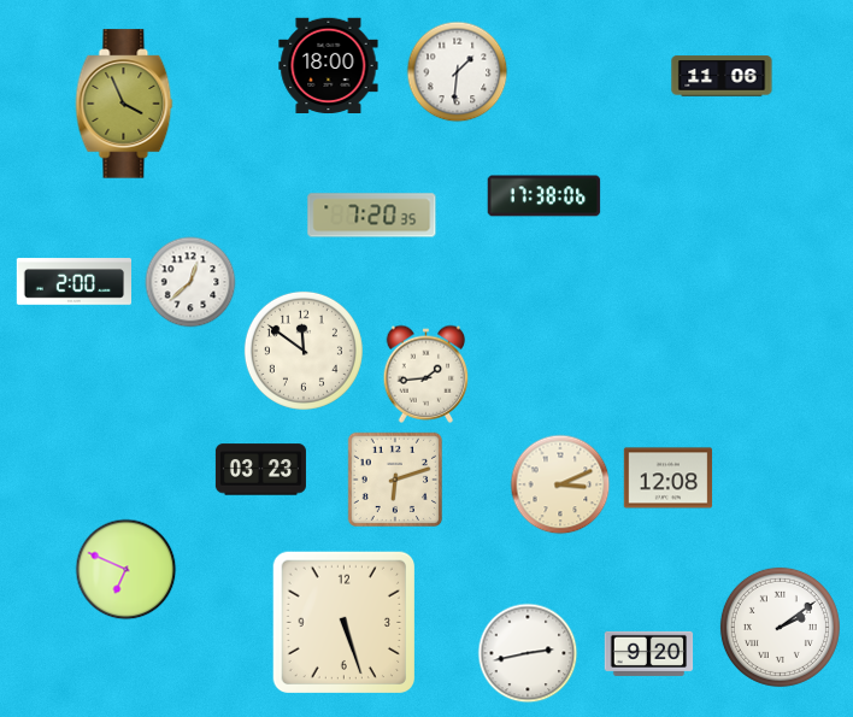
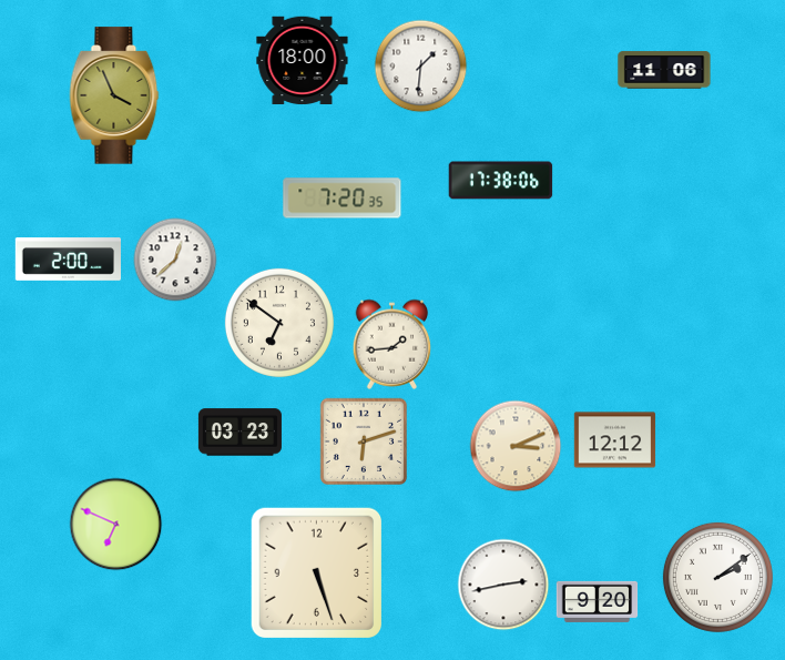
clock at (304, 351): 11:51 -> 6:51
clock at (669, 478): 12:08 -> 12:12
clock at (528, 653) position: (528, 653) -> (503, 585)
